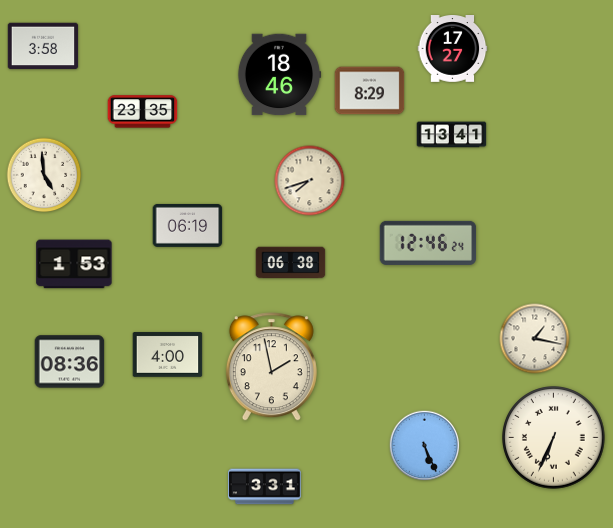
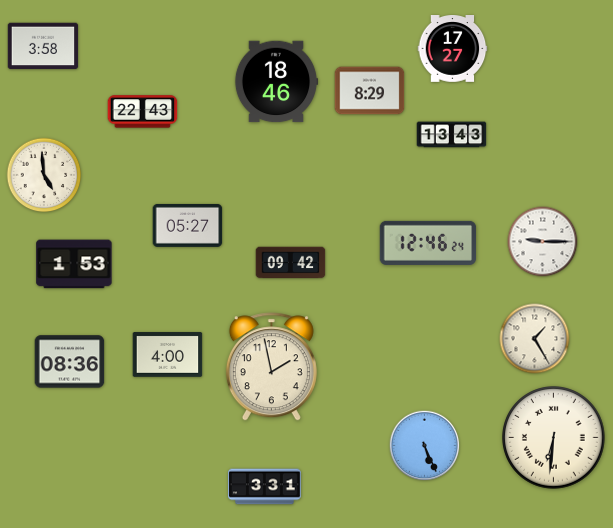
clock at (279, 75) position: (279, 75) -> (276, 82)
clock at (143, 112): 23:35 -> 22:43
clock at (452, 135): 13:41 -> 13:43
clock at (310, 181): 7:42 -> none
clock at (188, 225): 06:19 -> 05:27
clock at (543, 242): none -> 9:15
clock at (291, 263): 06:38 -> 09:42
clock at (535, 339): 1:17 -> 1:25
clock at (554, 438): 6:34 -> 6:31
